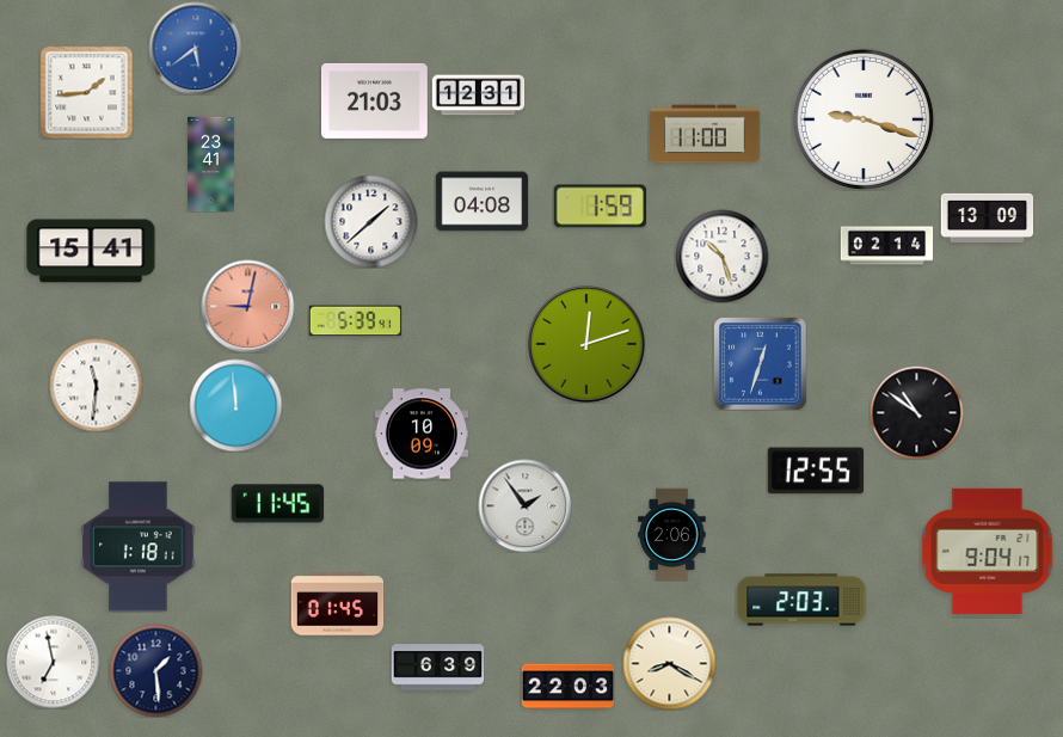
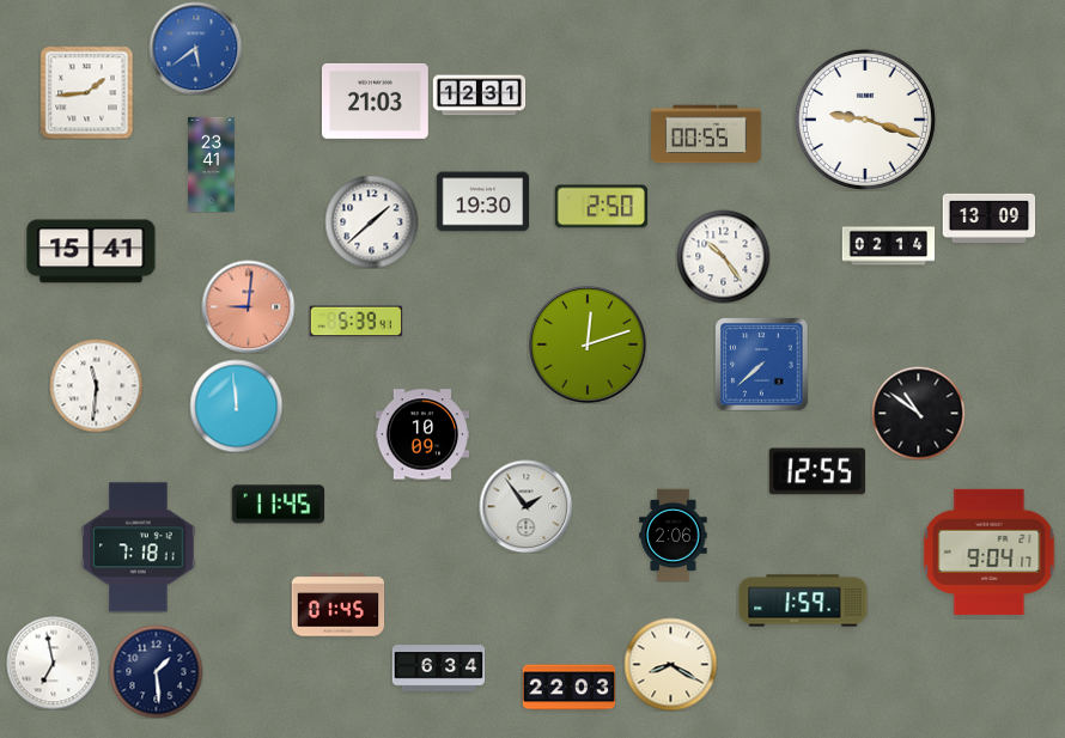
clock at (705, 134): 11:00 -> 00:55
clock at (481, 202): 04:08 -> 19:30
clock at (600, 207): 1:59 -> 2:50
clock at (721, 256): 10:27 -> 10:24
clock at (247, 306): 9:02 -> 9:01
clock at (760, 363): 12:33 -> 7:38
clock at (139, 547): 1:18 -> 7:18
clock at (801, 600): 2:03 -> 1:59
clock at (437, 668): 6:39 -> 6:34
